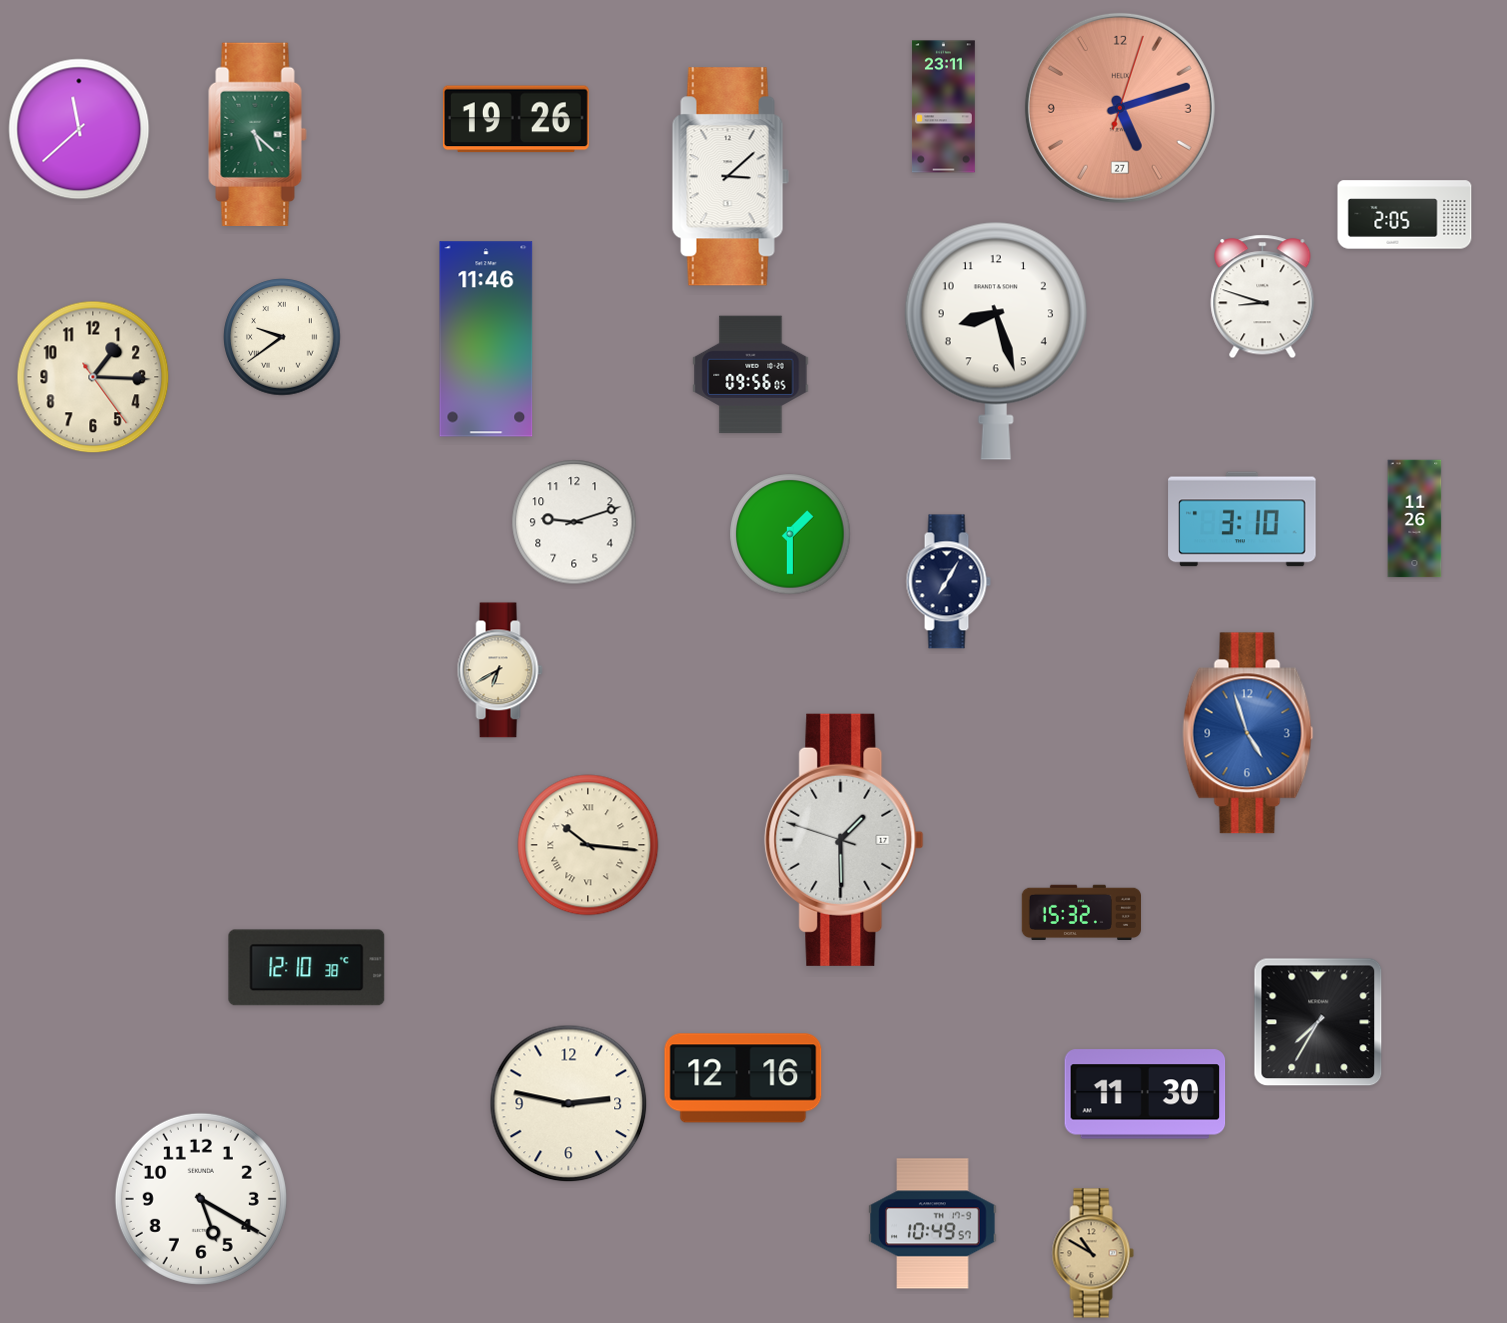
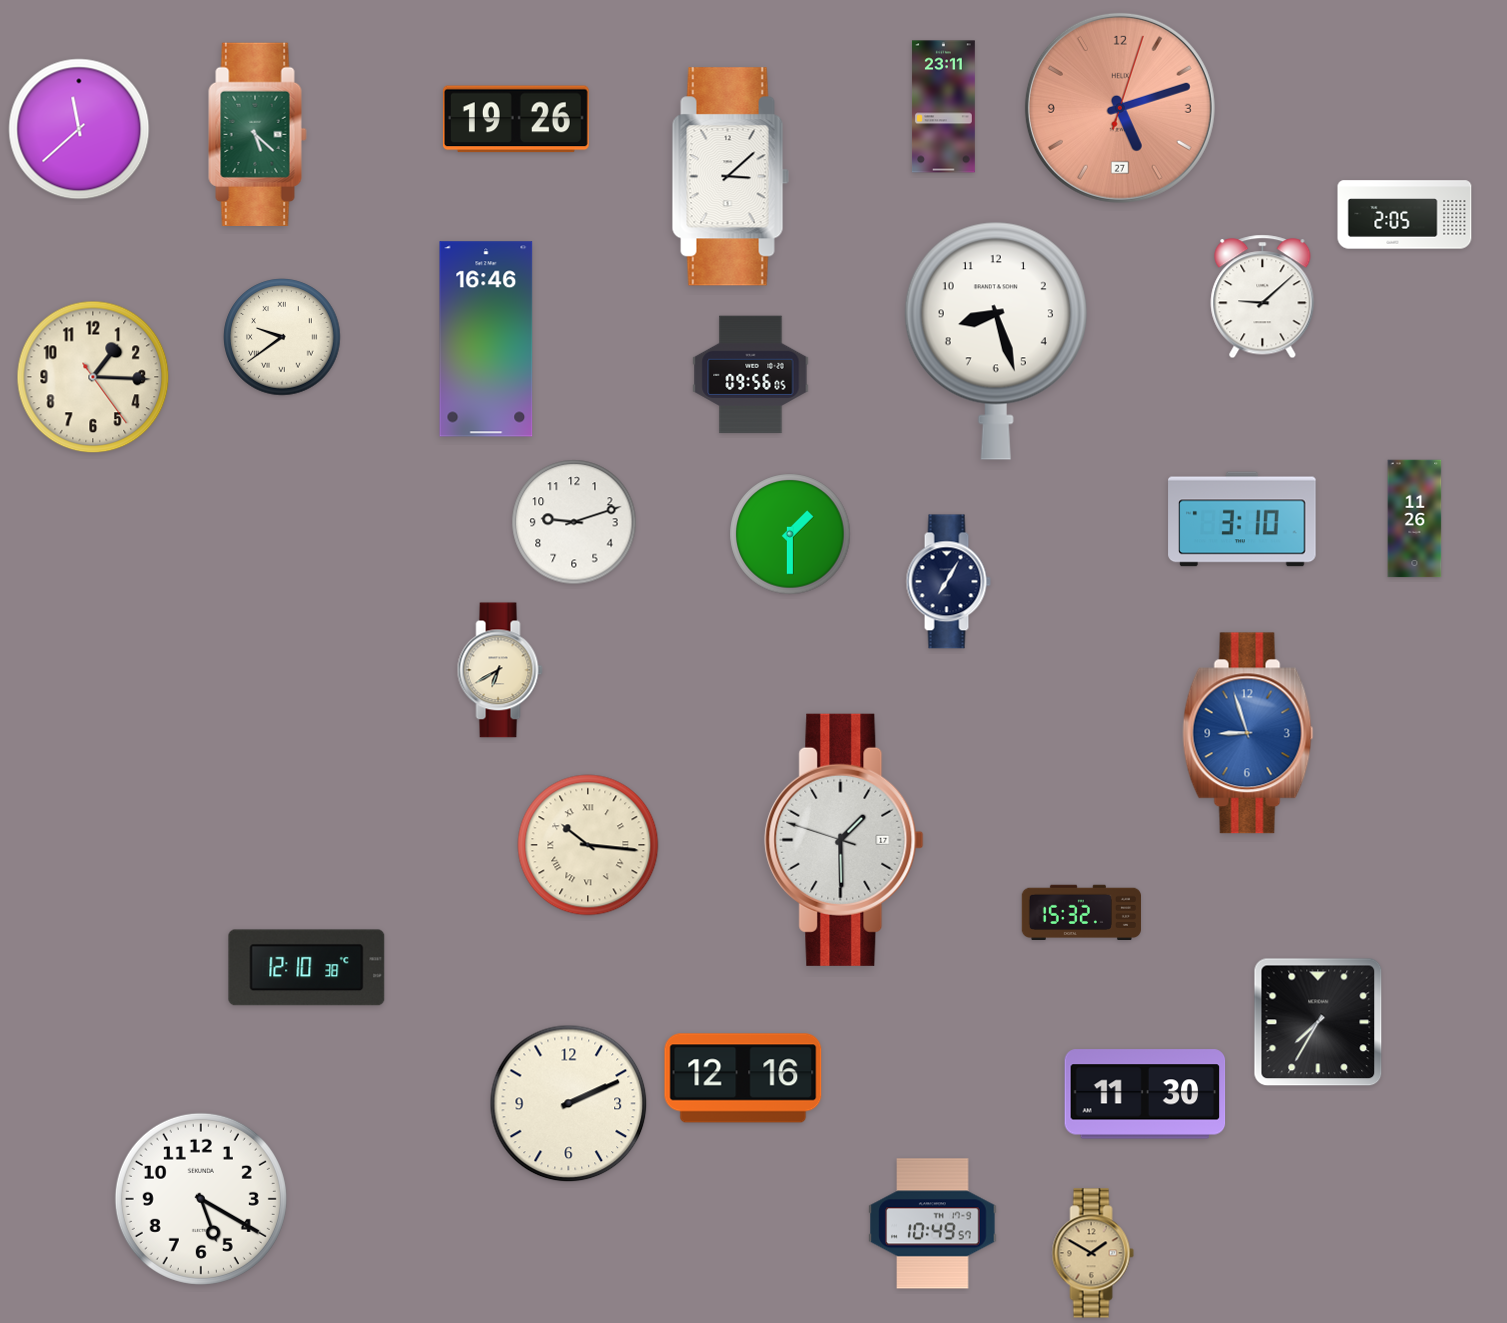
clock at (1263, 297): 8:48 -> 9:08
clock at (486, 339): 11:46 -> 16:46
clock at (1248, 733): 4:57 -> 8:57
clock at (569, 1104): 2:47 -> 2:11
clock at (1093, 1253): 10:50 -> 1:50
